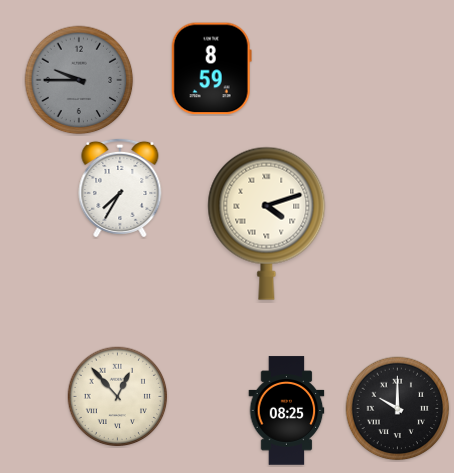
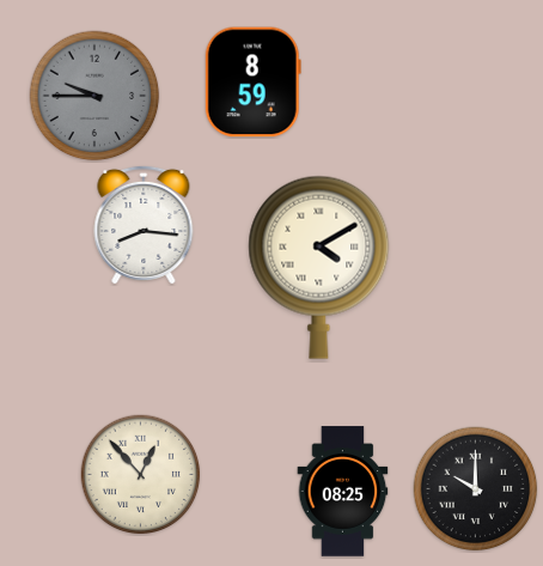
clock at (120, 188): 7:35 -> 8:16
clock at (267, 223): 4:12 -> 4:10
